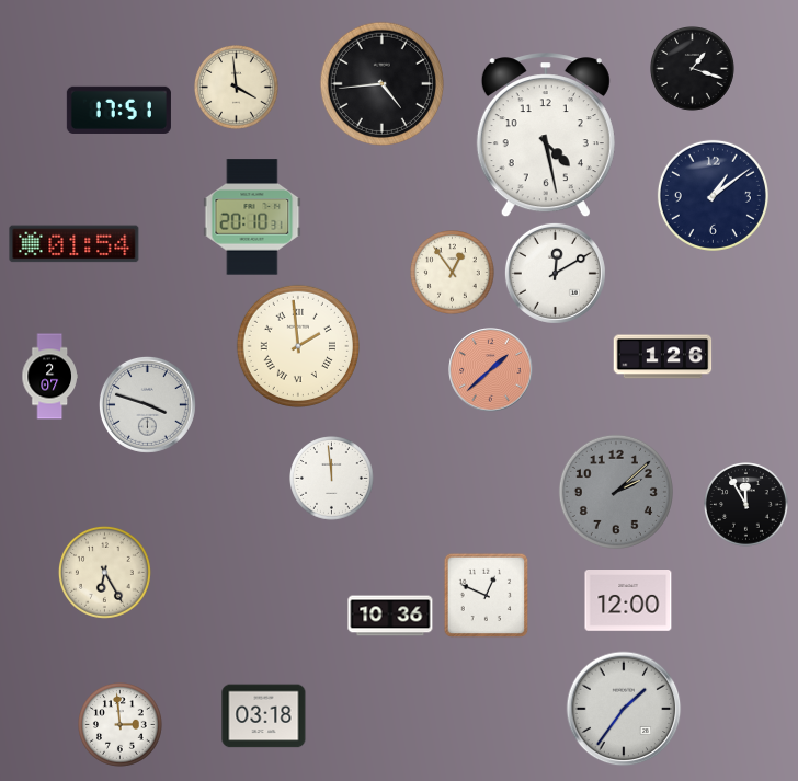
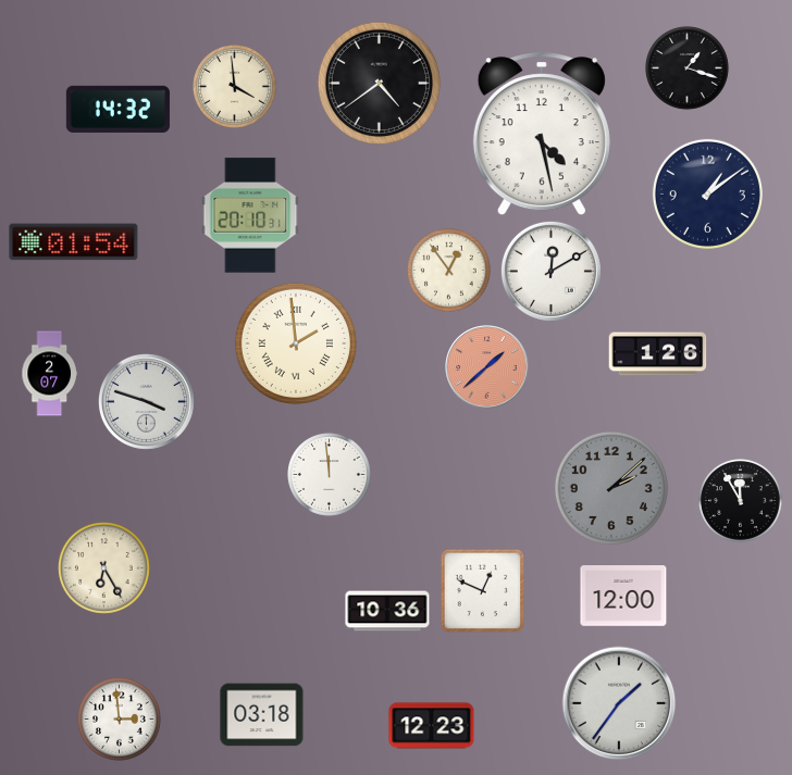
clock at (381, 83): 4:44 -> 4:39
clock at (118, 110): 17:51 -> 14:32
clock at (264, 716) position: (264, 716) -> (262, 715)
clock at (432, 726): none -> 12:23
